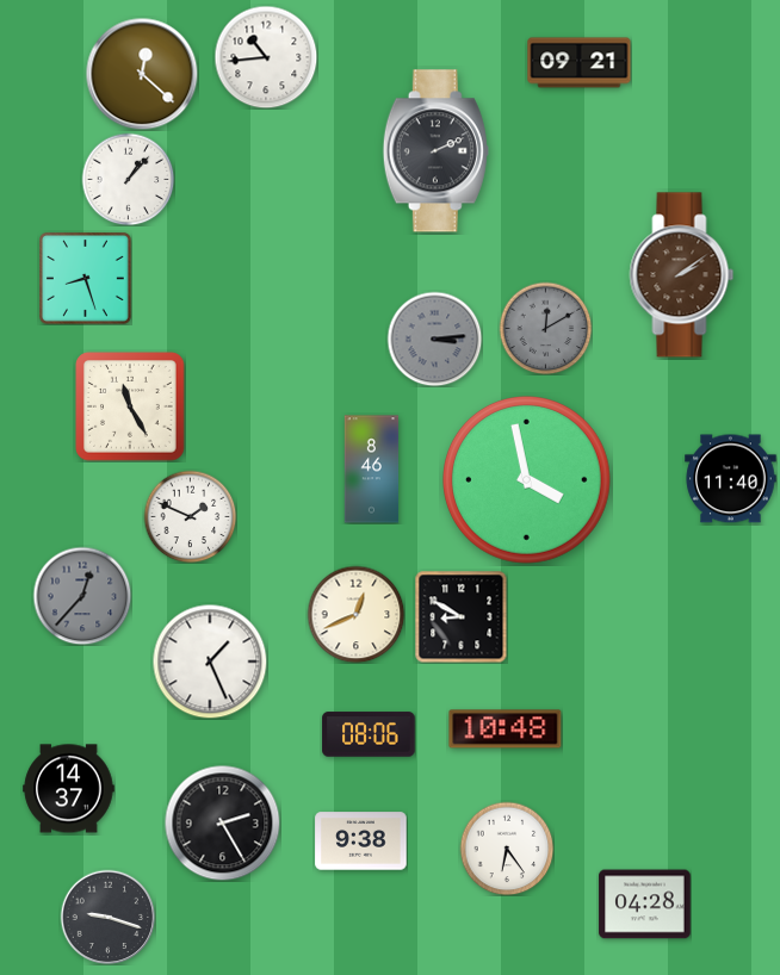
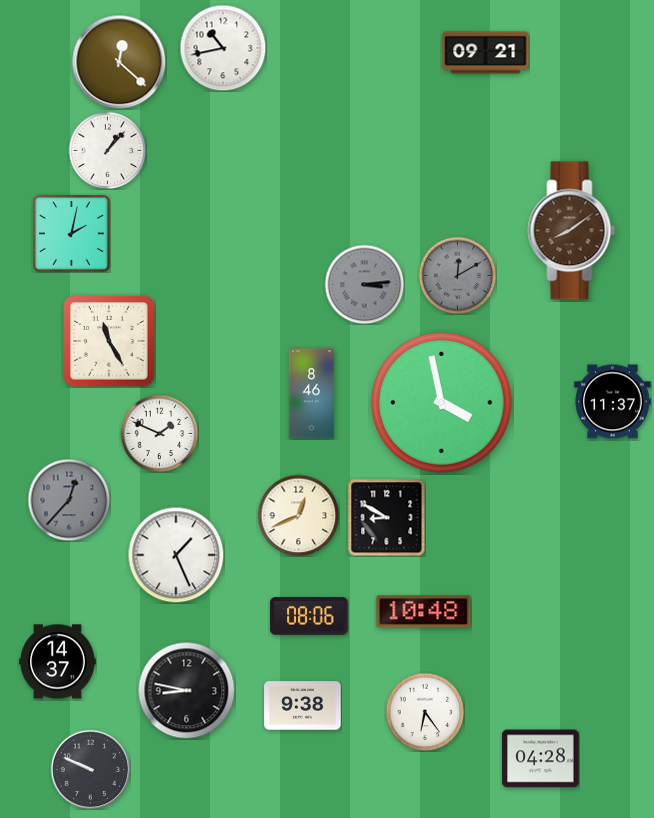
clock at (266, 57): 10:44 -> 10:43
clock at (435, 151): 2:11 -> none
clock at (682, 275): 2:09 -> 8:09
clock at (85, 278): 8:27 -> 2:02
clock at (731, 479): 11:40 -> 11:37
clock at (222, 822): 2:25 -> 8:47
clock at (107, 917): 9:18 -> 9:49
